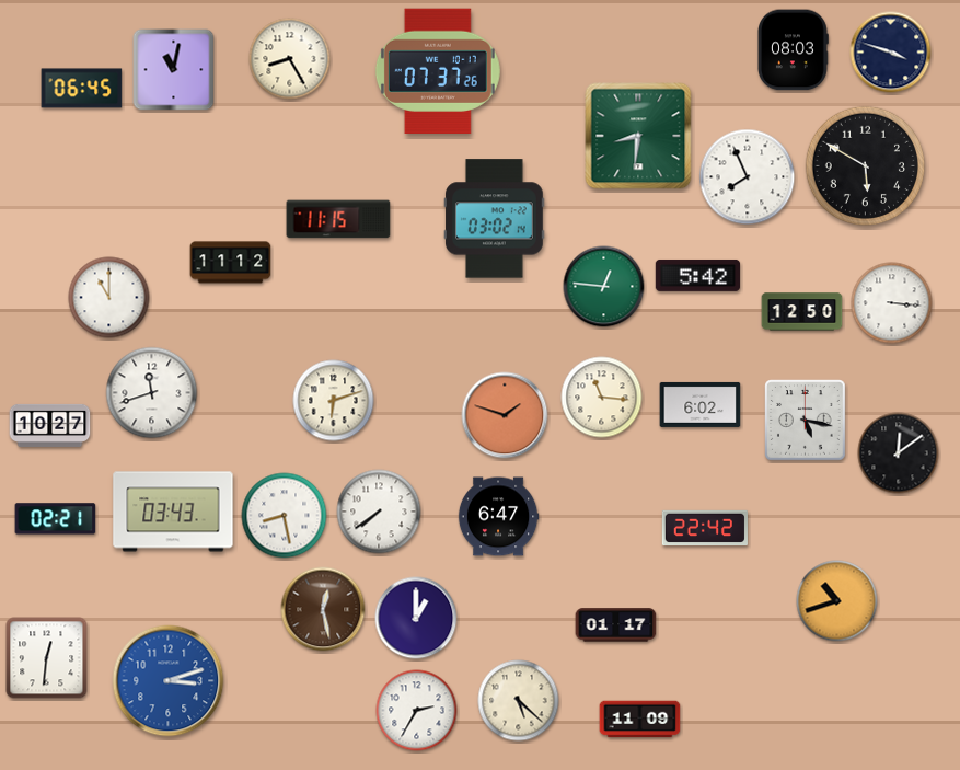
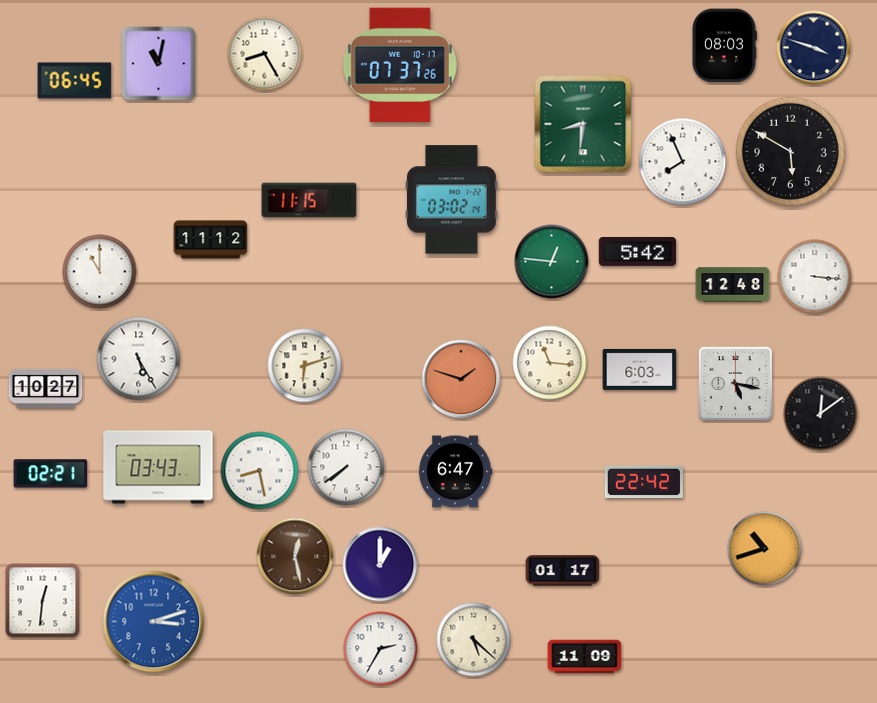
clock at (802, 312): 12:50 -> 12:48
clock at (152, 393): 11:42 -> 5:25
clock at (701, 404): 6:02 -> 6:03
